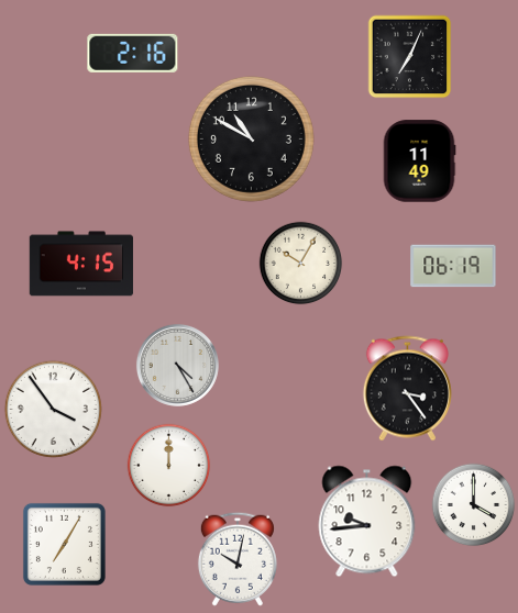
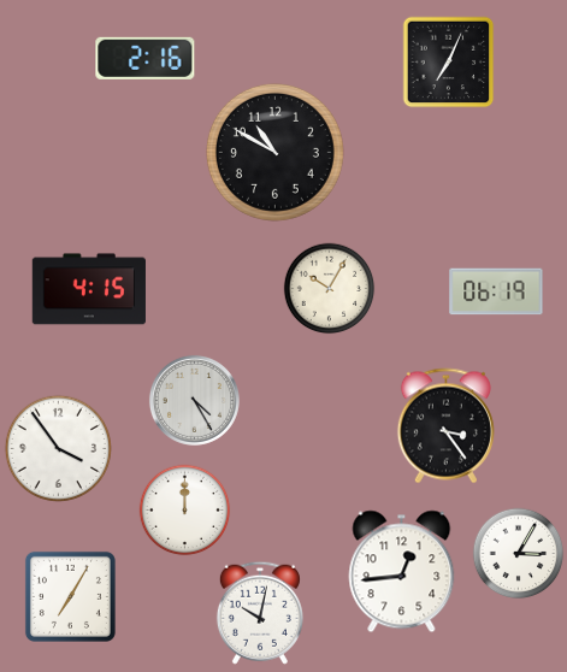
clock at (419, 161): 11:49 -> none
clock at (474, 505): 4:00 -> 3:05
clock at (367, 522): 9:44 -> 12:44
